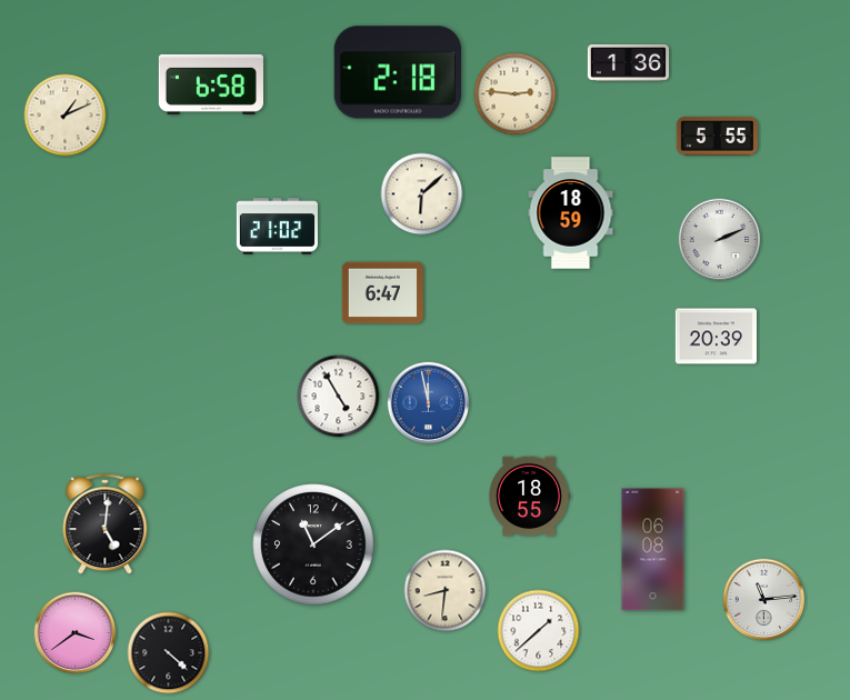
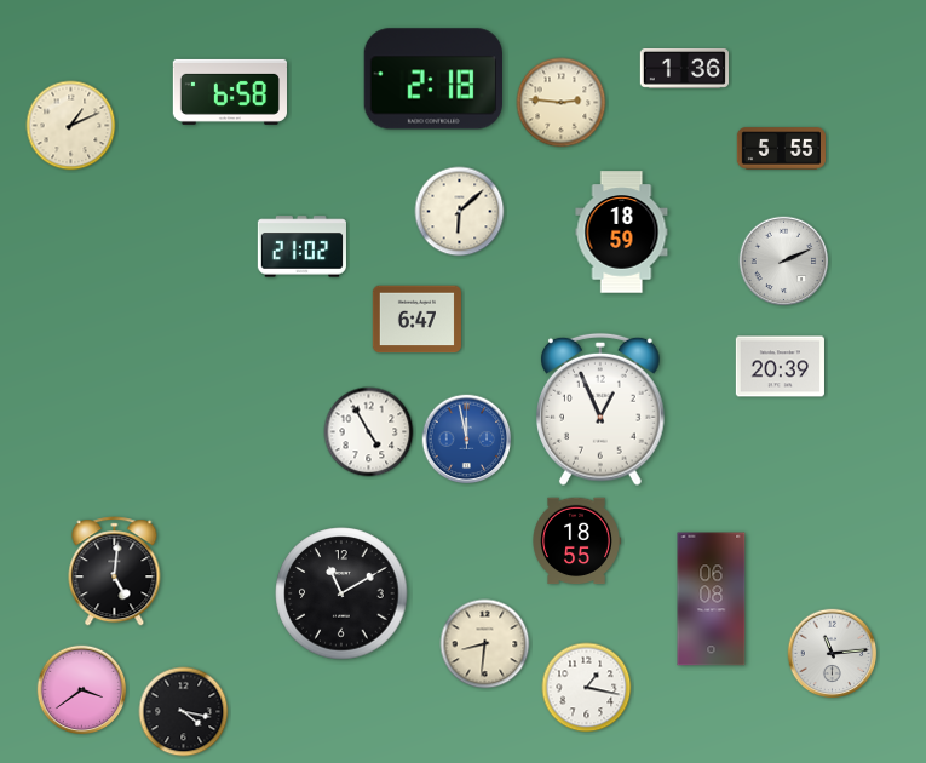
clock at (602, 409): none -> 12:56
clock at (313, 544): 11:09 -> 11:10
clock at (539, 631): 1:38 -> 1:17
clock at (169, 653): 4:22 -> 4:17
